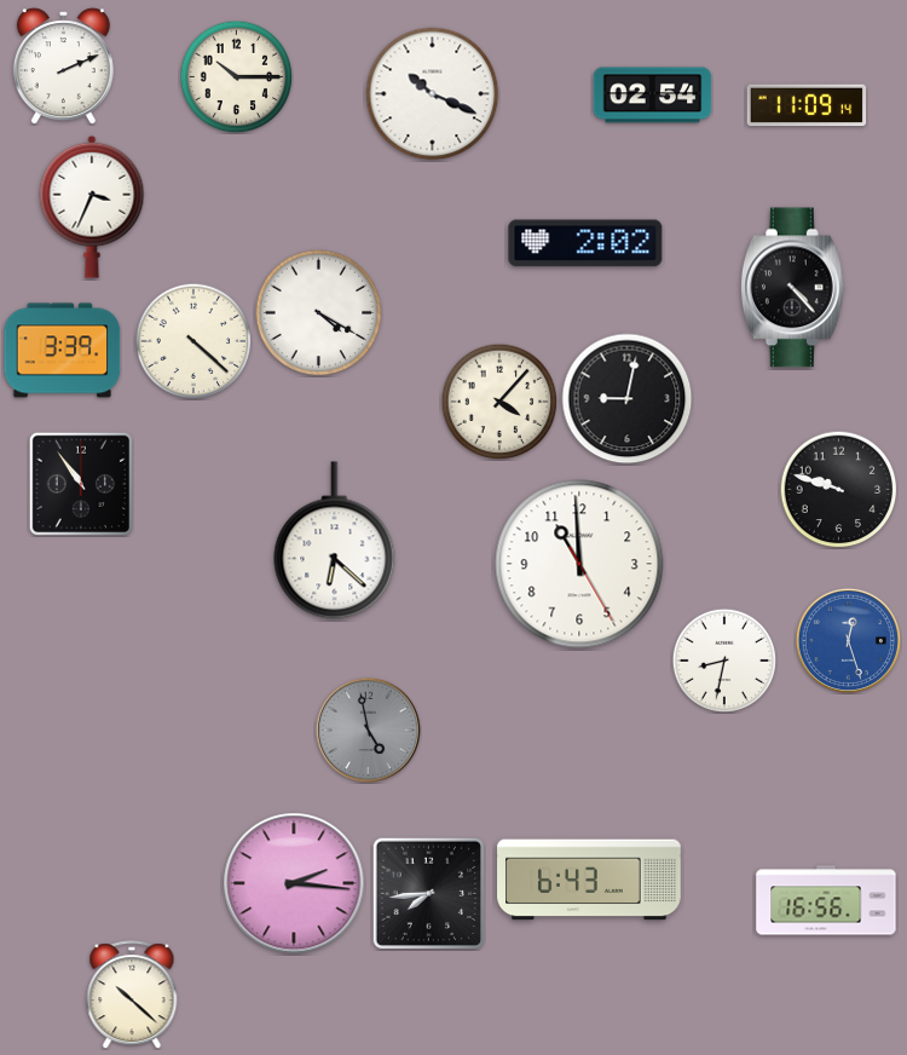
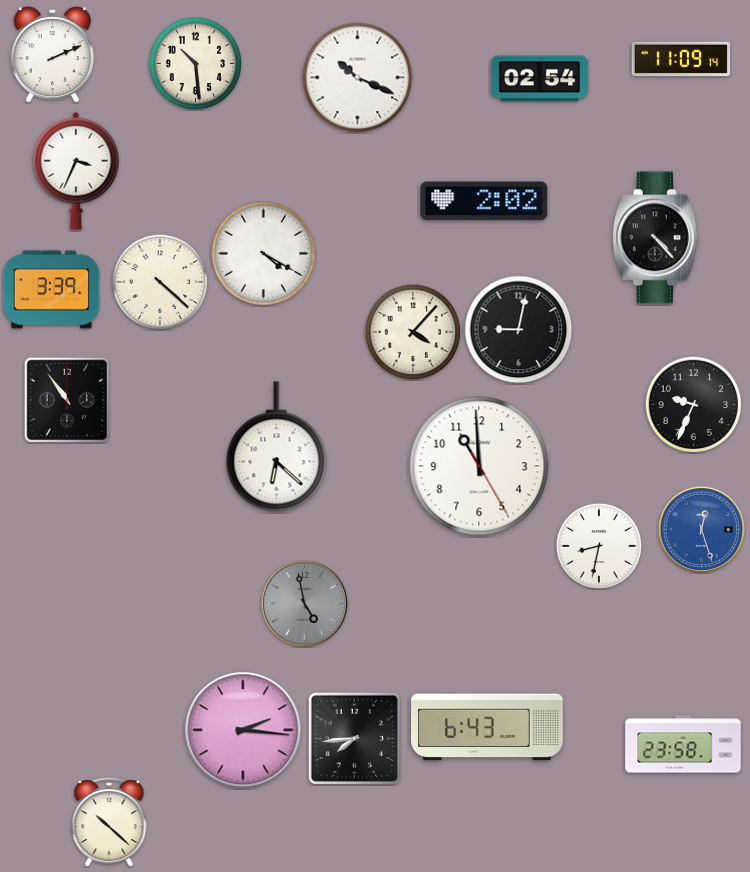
clock at (236, 76): 10:15 -> 10:29
clock at (807, 105) position: (807, 105) -> (681, 59)
clock at (319, 313) position: (319, 313) -> (264, 254)
clock at (838, 489): 9:48 -> 9:34
clock at (826, 900): 16:56 -> 23:58
